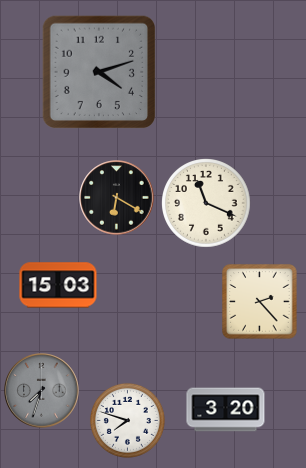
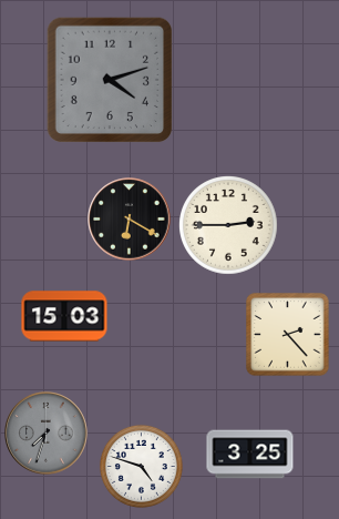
clock at (207, 204): 11:19 -> 2:45
clock at (226, 410): 3:20 -> 3:25
clock at (127, 420): 7:48 -> 4:48
